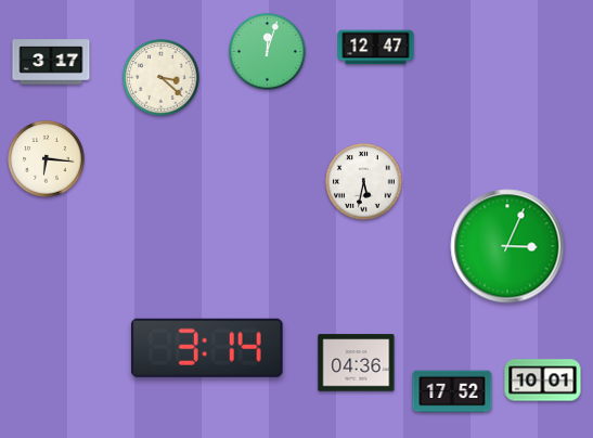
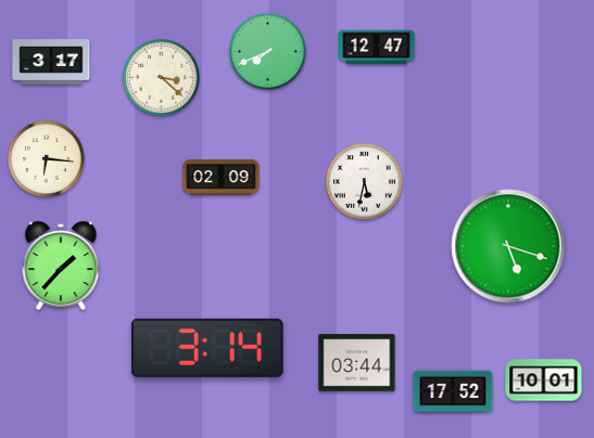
clock at (268, 52): 12:03 -> 7:41
clock at (222, 178): none -> 02:09
clock at (507, 246): 3:04 -> 5:18
clock at (61, 266): none -> 1:37
clock at (357, 363): 04:36 -> 03:44
